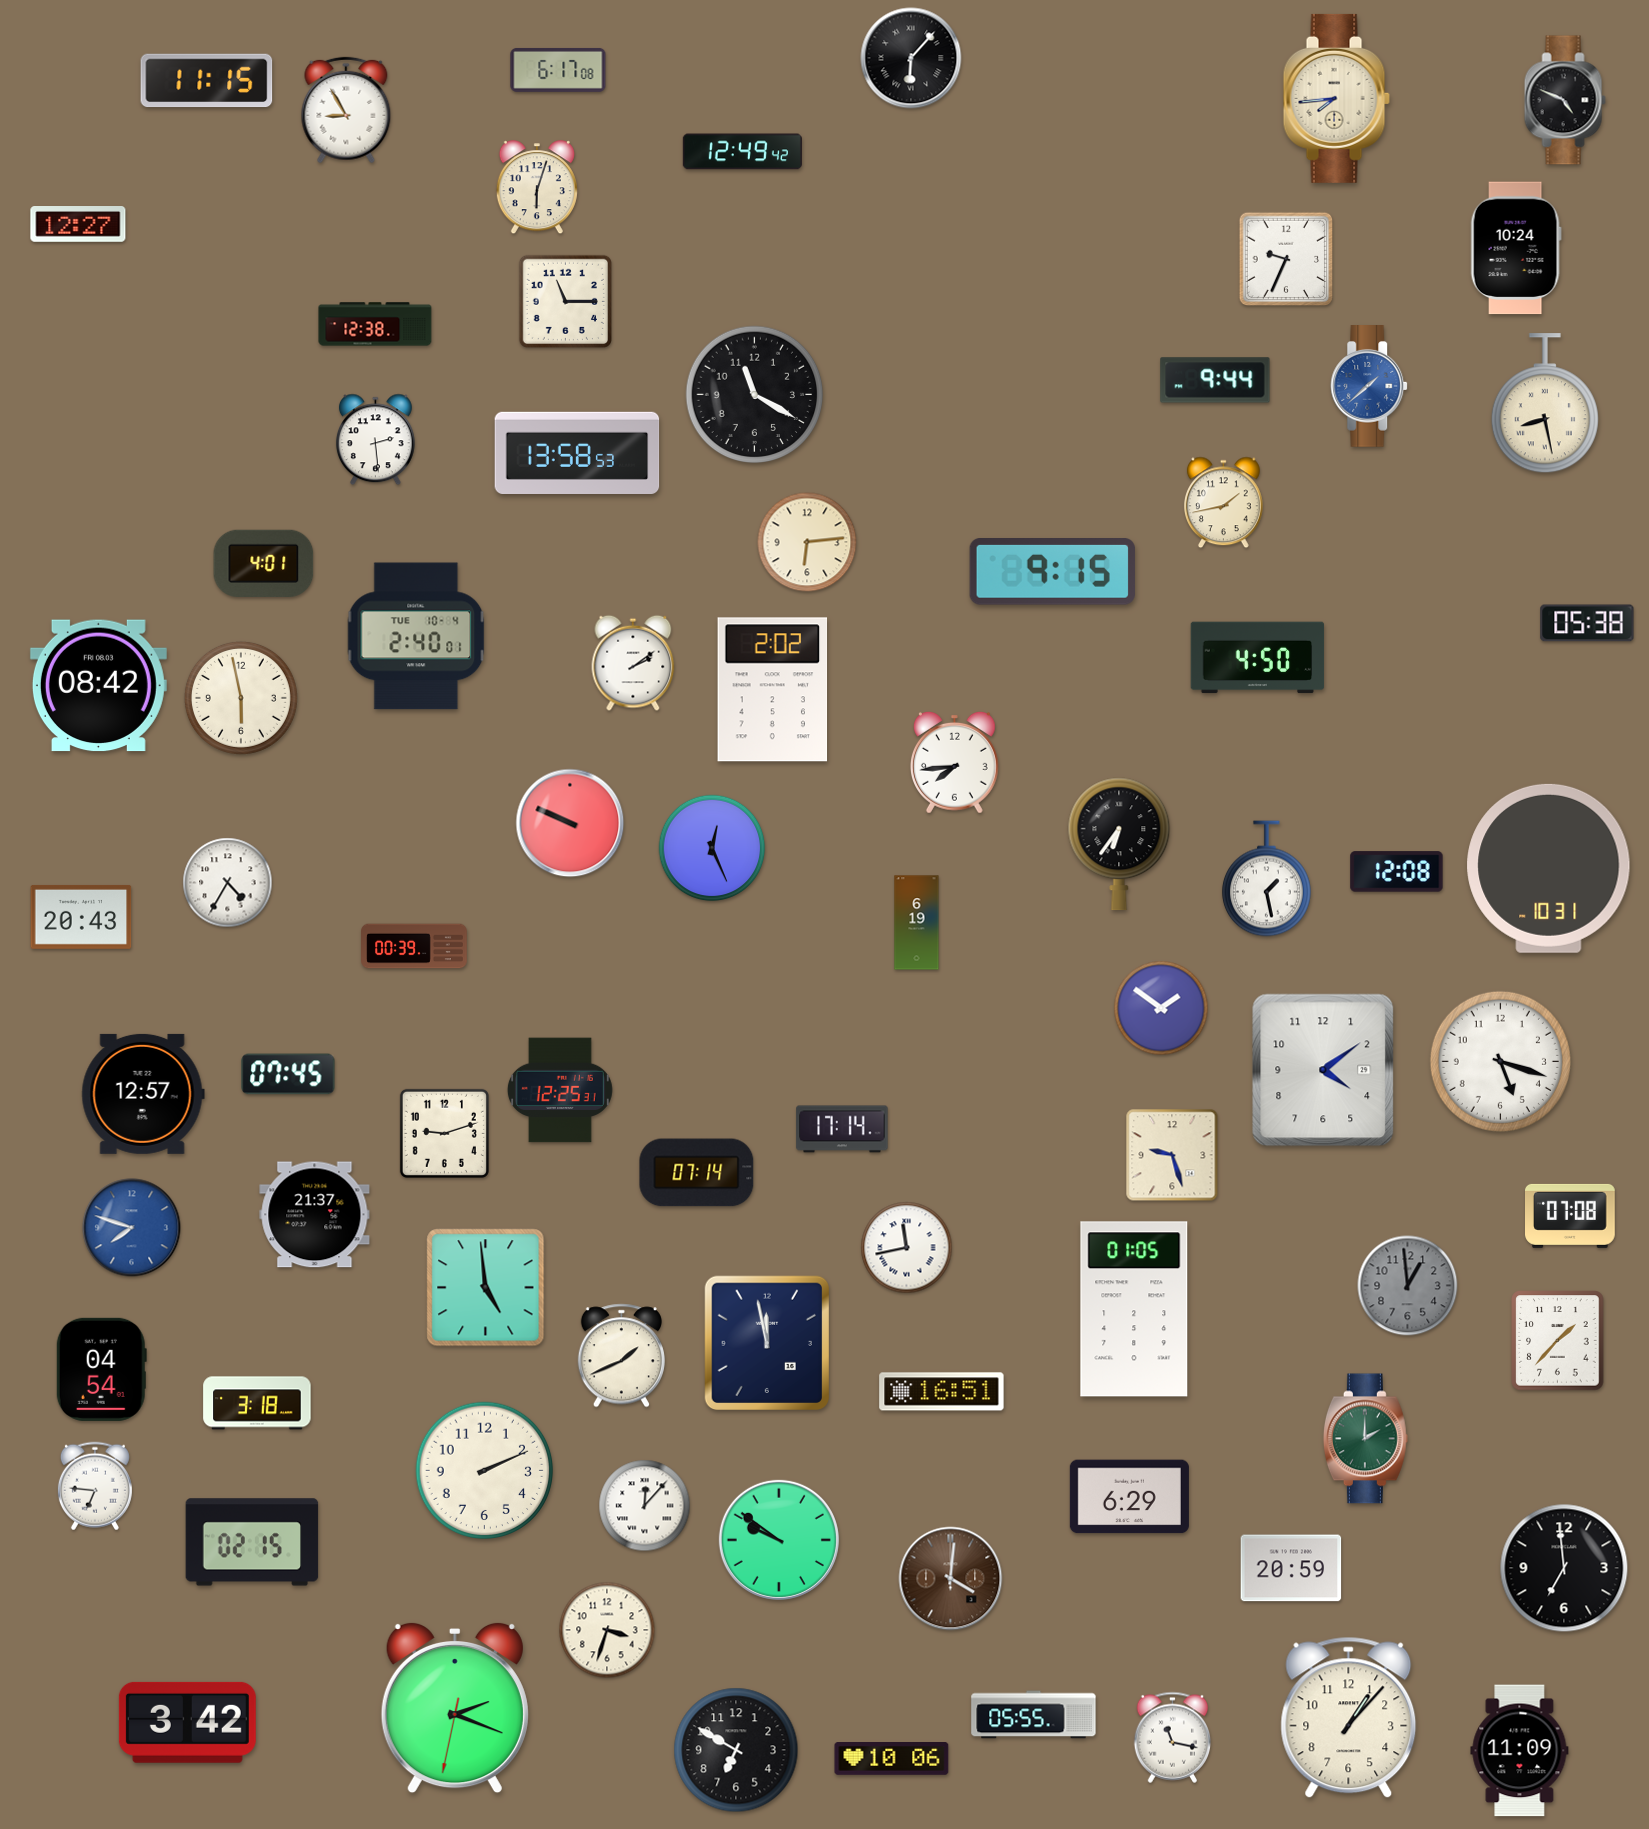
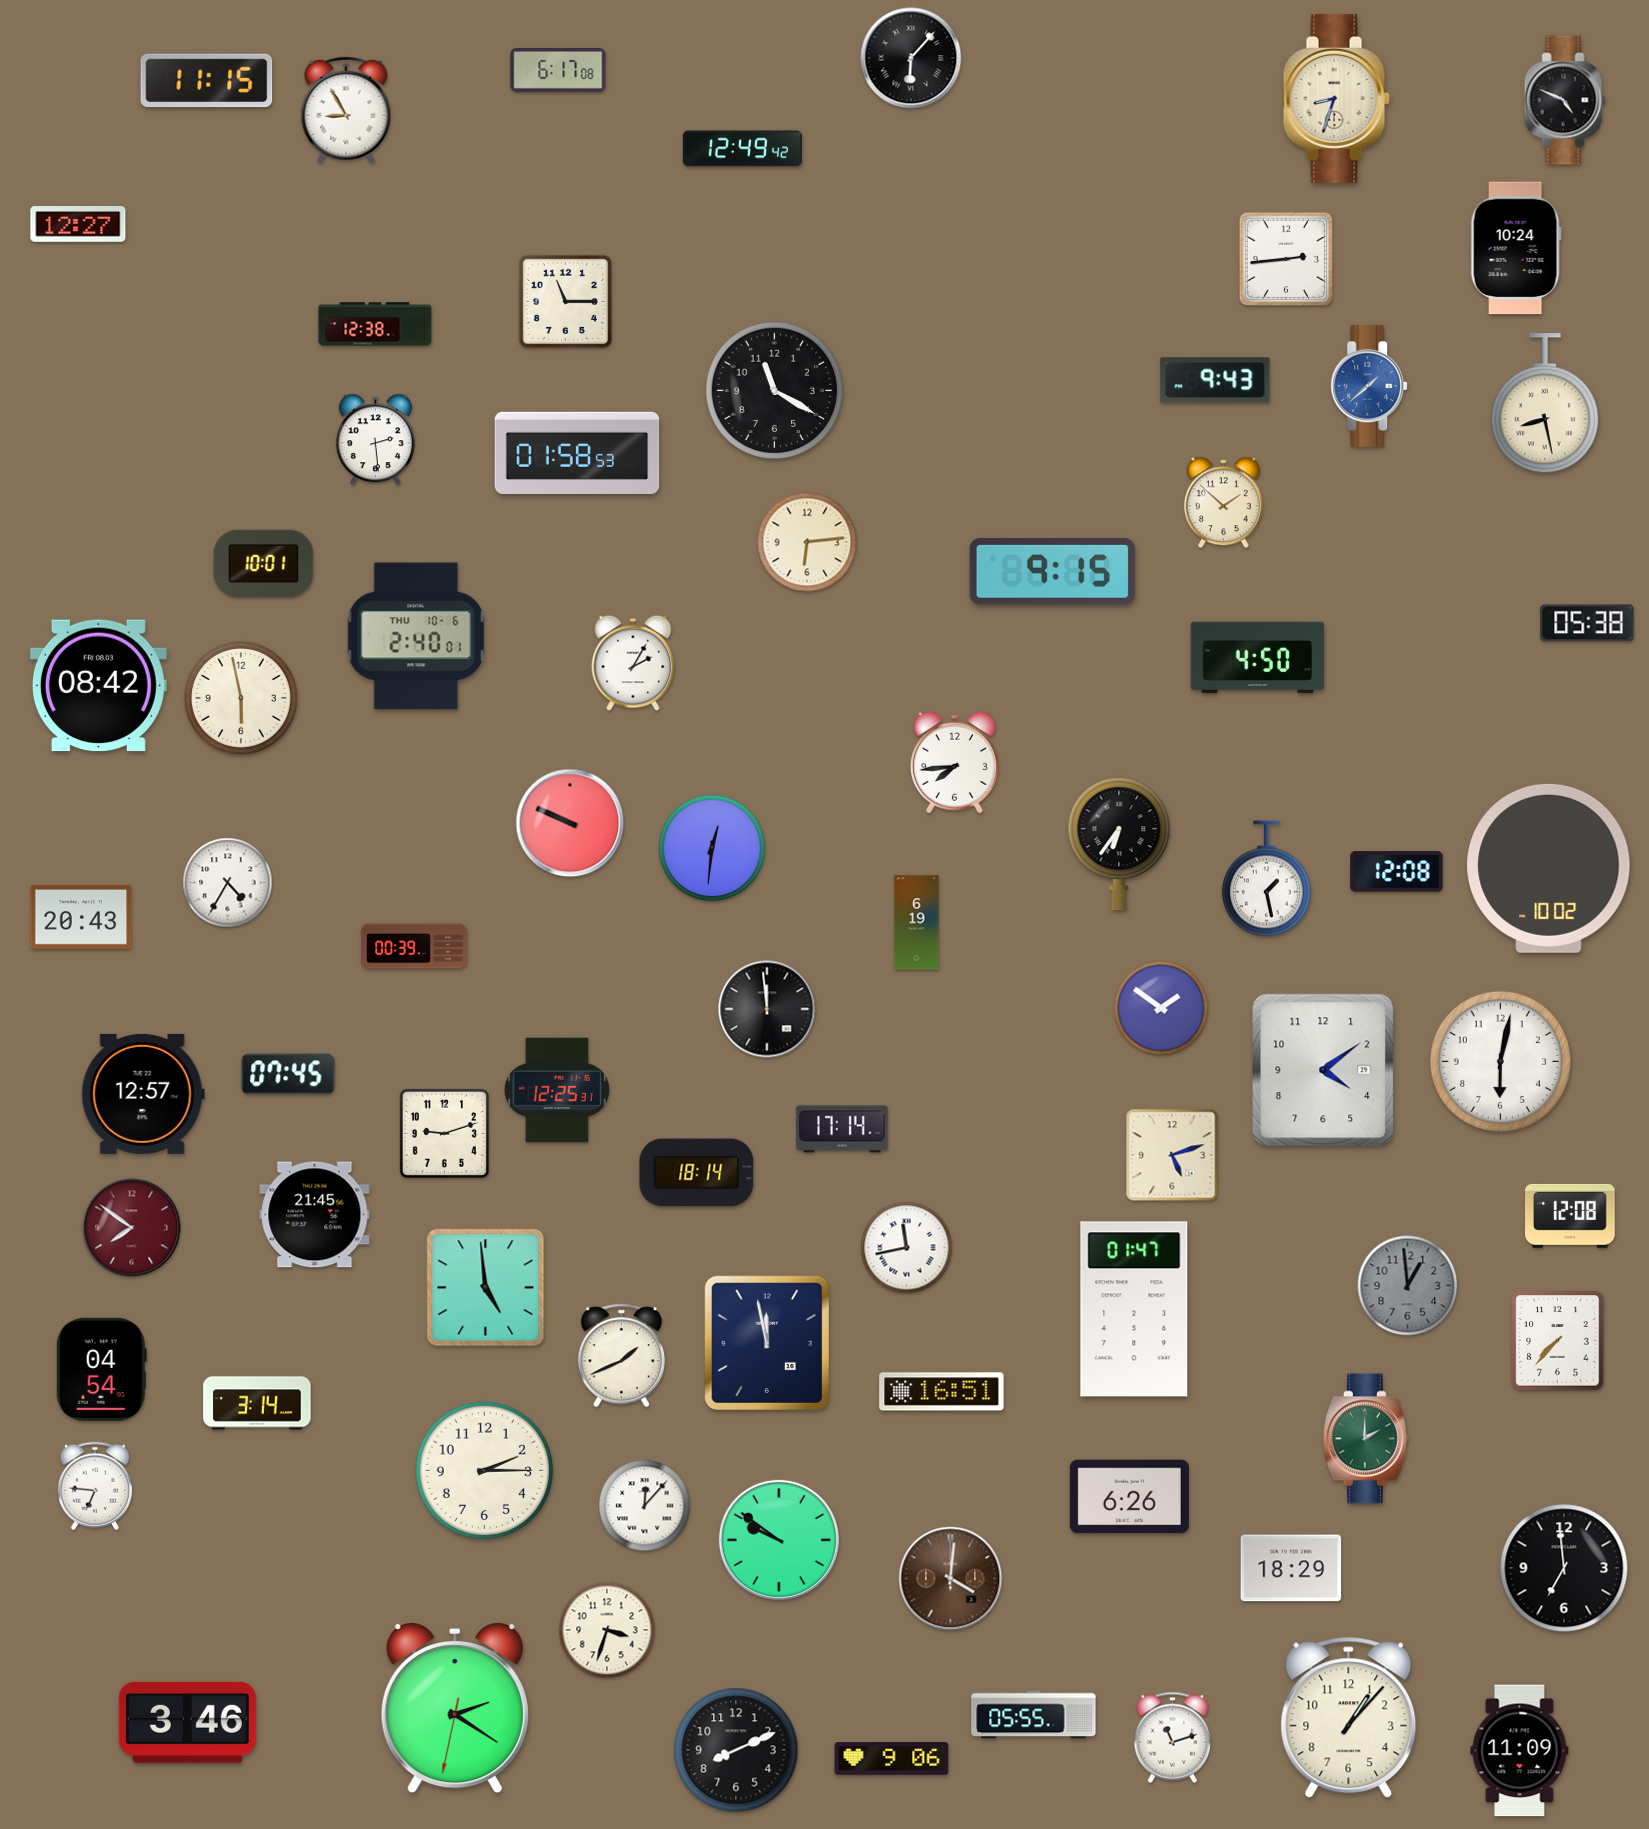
clock at (1336, 98): 7:44 -> 8:33
clock at (742, 152) position: (742, 152) -> (742, 149)
clock at (537, 188): 6:03 -> none
clock at (1286, 259): 9:34 -> 2:44
clock at (1215, 380): 9:44 -> 9:43
clock at (755, 395) position: (755, 395) -> (775, 391)
clock at (577, 452): 13:58 -> 01:58
clock at (1223, 503): 1:43 -> 1:52
clock at (264, 563): 4:01 -> 10:01
clock at (416, 636) date: TUE 10-4 -> THU 10-6
clock at (633, 663): 2:09 -> 2:05
clock at (773, 690): 2:02 -> none
clock at (712, 848): 12:26 -> 12:31
clock at (1549, 868): 10:31 -> 10:02
clock at (767, 1009): none -> 11:59
clock at (1500, 1061): 5:18 -> 6:02
clock at (560, 1090) position: (560, 1090) -> (557, 1090)
clock at (1172, 1155): 9:27 -> 5:12
clock at (697, 1173): 07:14 -> 18:14
clock at (315, 1215): 21:37 -> 21:45
clock at (1571, 1216): 07:08 -> 12:08
clock at (132, 1228): 7:48 -> 7:51
clock at (132, 1228) dial: blue -> burgundy
clock at (1134, 1309): 01:05 -> 01:47
clock at (1558, 1341): 1:37 -> 7:37
clock at (257, 1403): 3:18 -> 3:14
clock at (485, 1471): 2:11 -> 2:15
clock at (1129, 1497): 6:29 -> 6:26
clock at (252, 1542): 02:15 -> none
clock at (1291, 1568): 20:59 -> 18:29
clock at (455, 1708): 2:18 -> 2:20
clock at (187, 1722): 3:42 -> 3:46
clock at (1173, 1737): 11:17 -> 11:12
clock at (736, 1750): 6:50 -> 8:11
clock at (892, 1759): 10:06 -> 9:06
